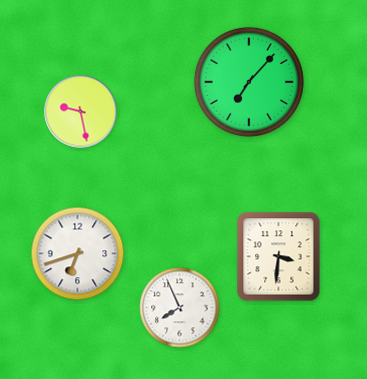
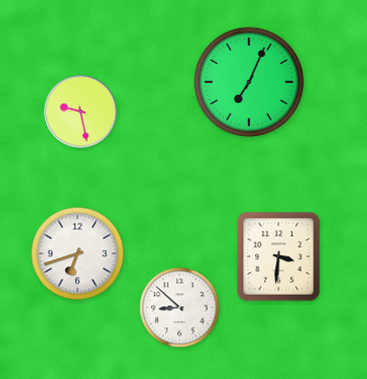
clock at (249, 82): 7:07 -> 7:04
clock at (180, 308): 7:56 -> 8:52
